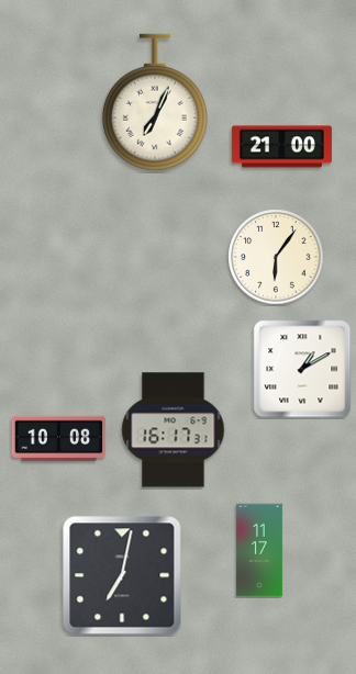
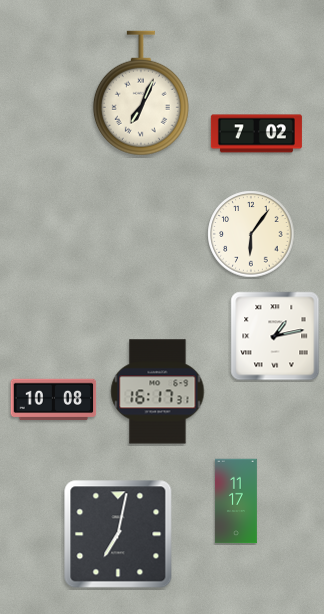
clock at (281, 147): 21:00 -> 7:02
clock at (302, 369): 1:10 -> 1:13
clock at (122, 575) position: (122, 575) -> (118, 534)
